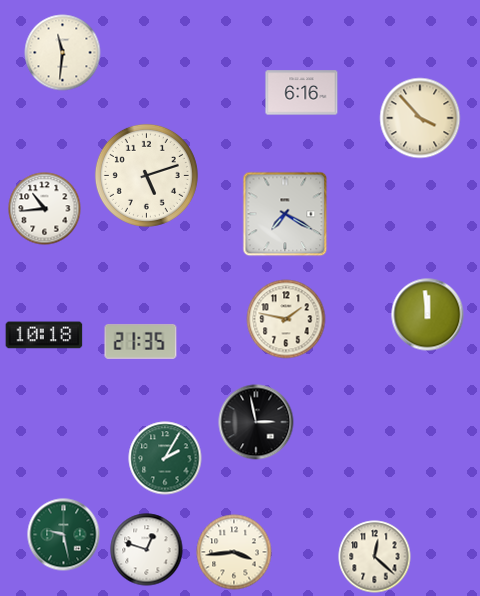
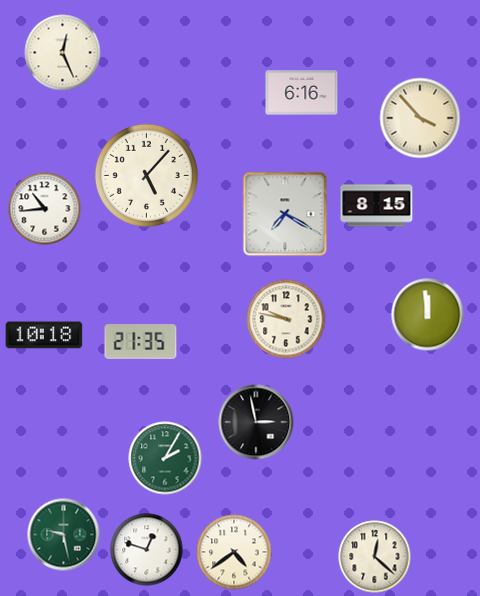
clock at (63, 53): 11:31 -> 12:26
clock at (146, 175): 5:12 -> 5:07
clock at (377, 206): none -> 8:15
clock at (286, 319): 1:47 -> 9:47
clock at (234, 552): 3:44 -> 4:39
